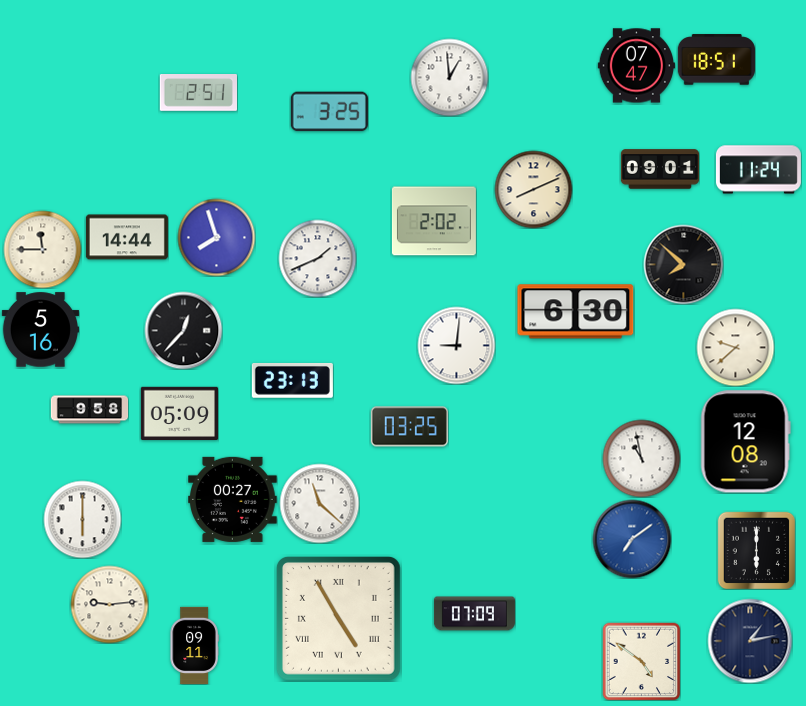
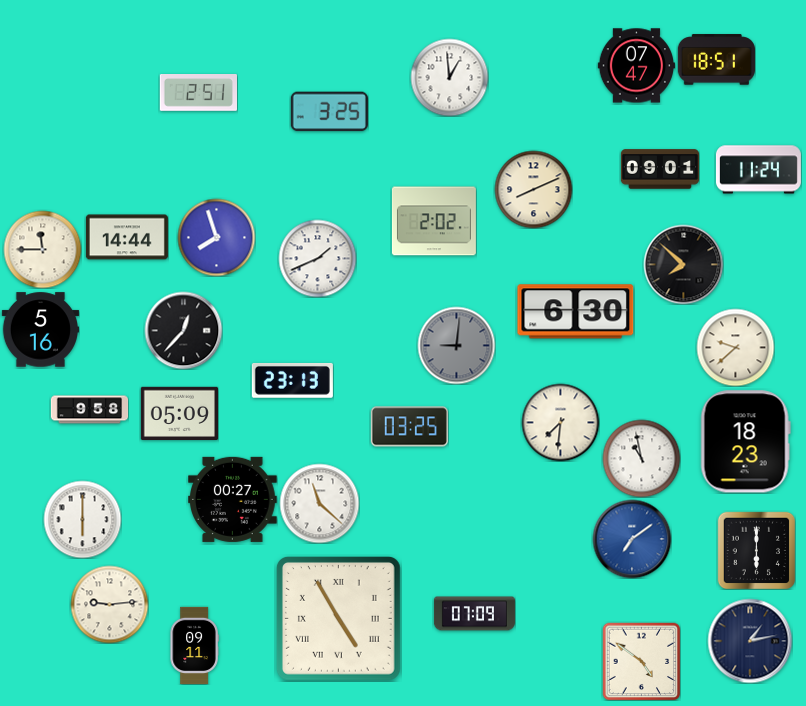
clock at (456, 345) dial: white -> grey
clock at (560, 422): none -> 7:31
clock at (745, 442): 12:08 -> 18:23
